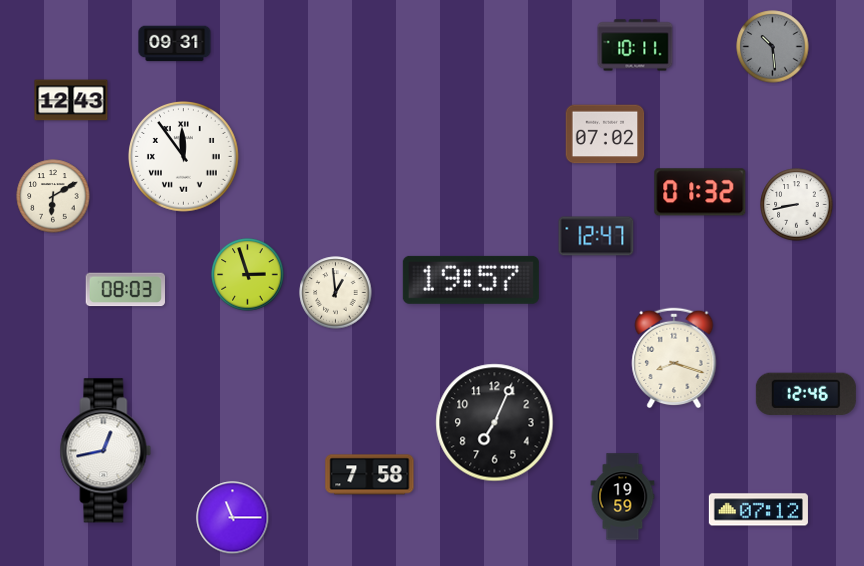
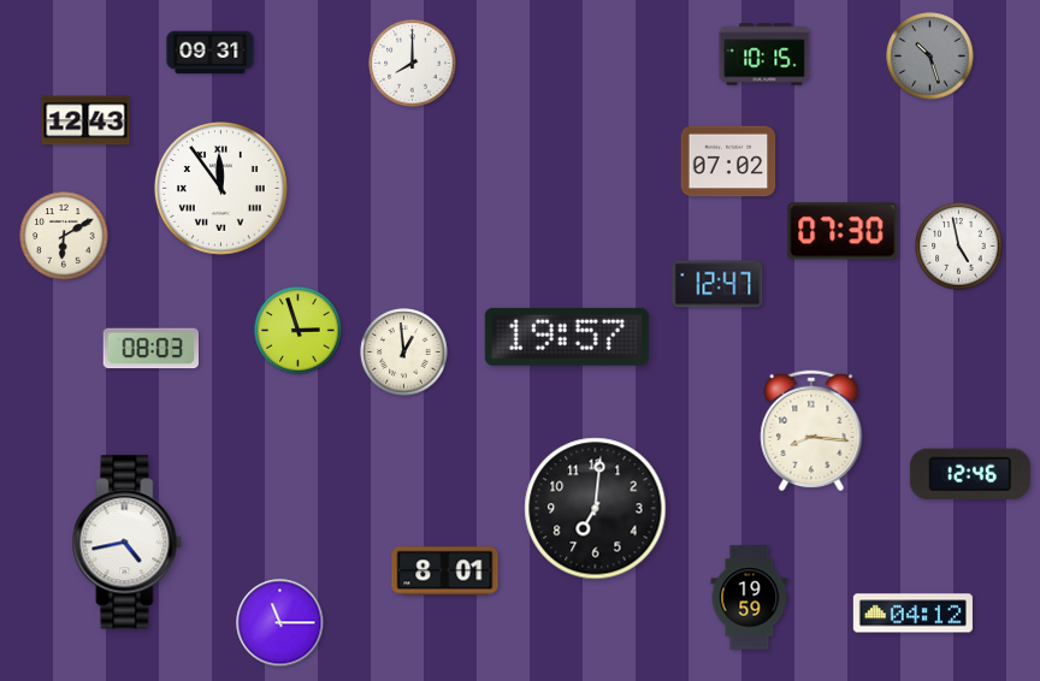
clock at (635, 45): 10:11 -> 10:15
clock at (773, 47): 10:29 -> 10:27
clock at (413, 64): none -> 8:00
clock at (700, 192): 01:32 -> 07:30
clock at (797, 205): 8:43 -> 4:58
clock at (674, 358): 8:18 -> 8:16
clock at (495, 423): 7:04 -> 7:01
clock at (106, 451): 12:43 -> 4:43
clock at (370, 475): 7:58 -> 8:01
clock at (758, 510): 07:12 -> 04:12
